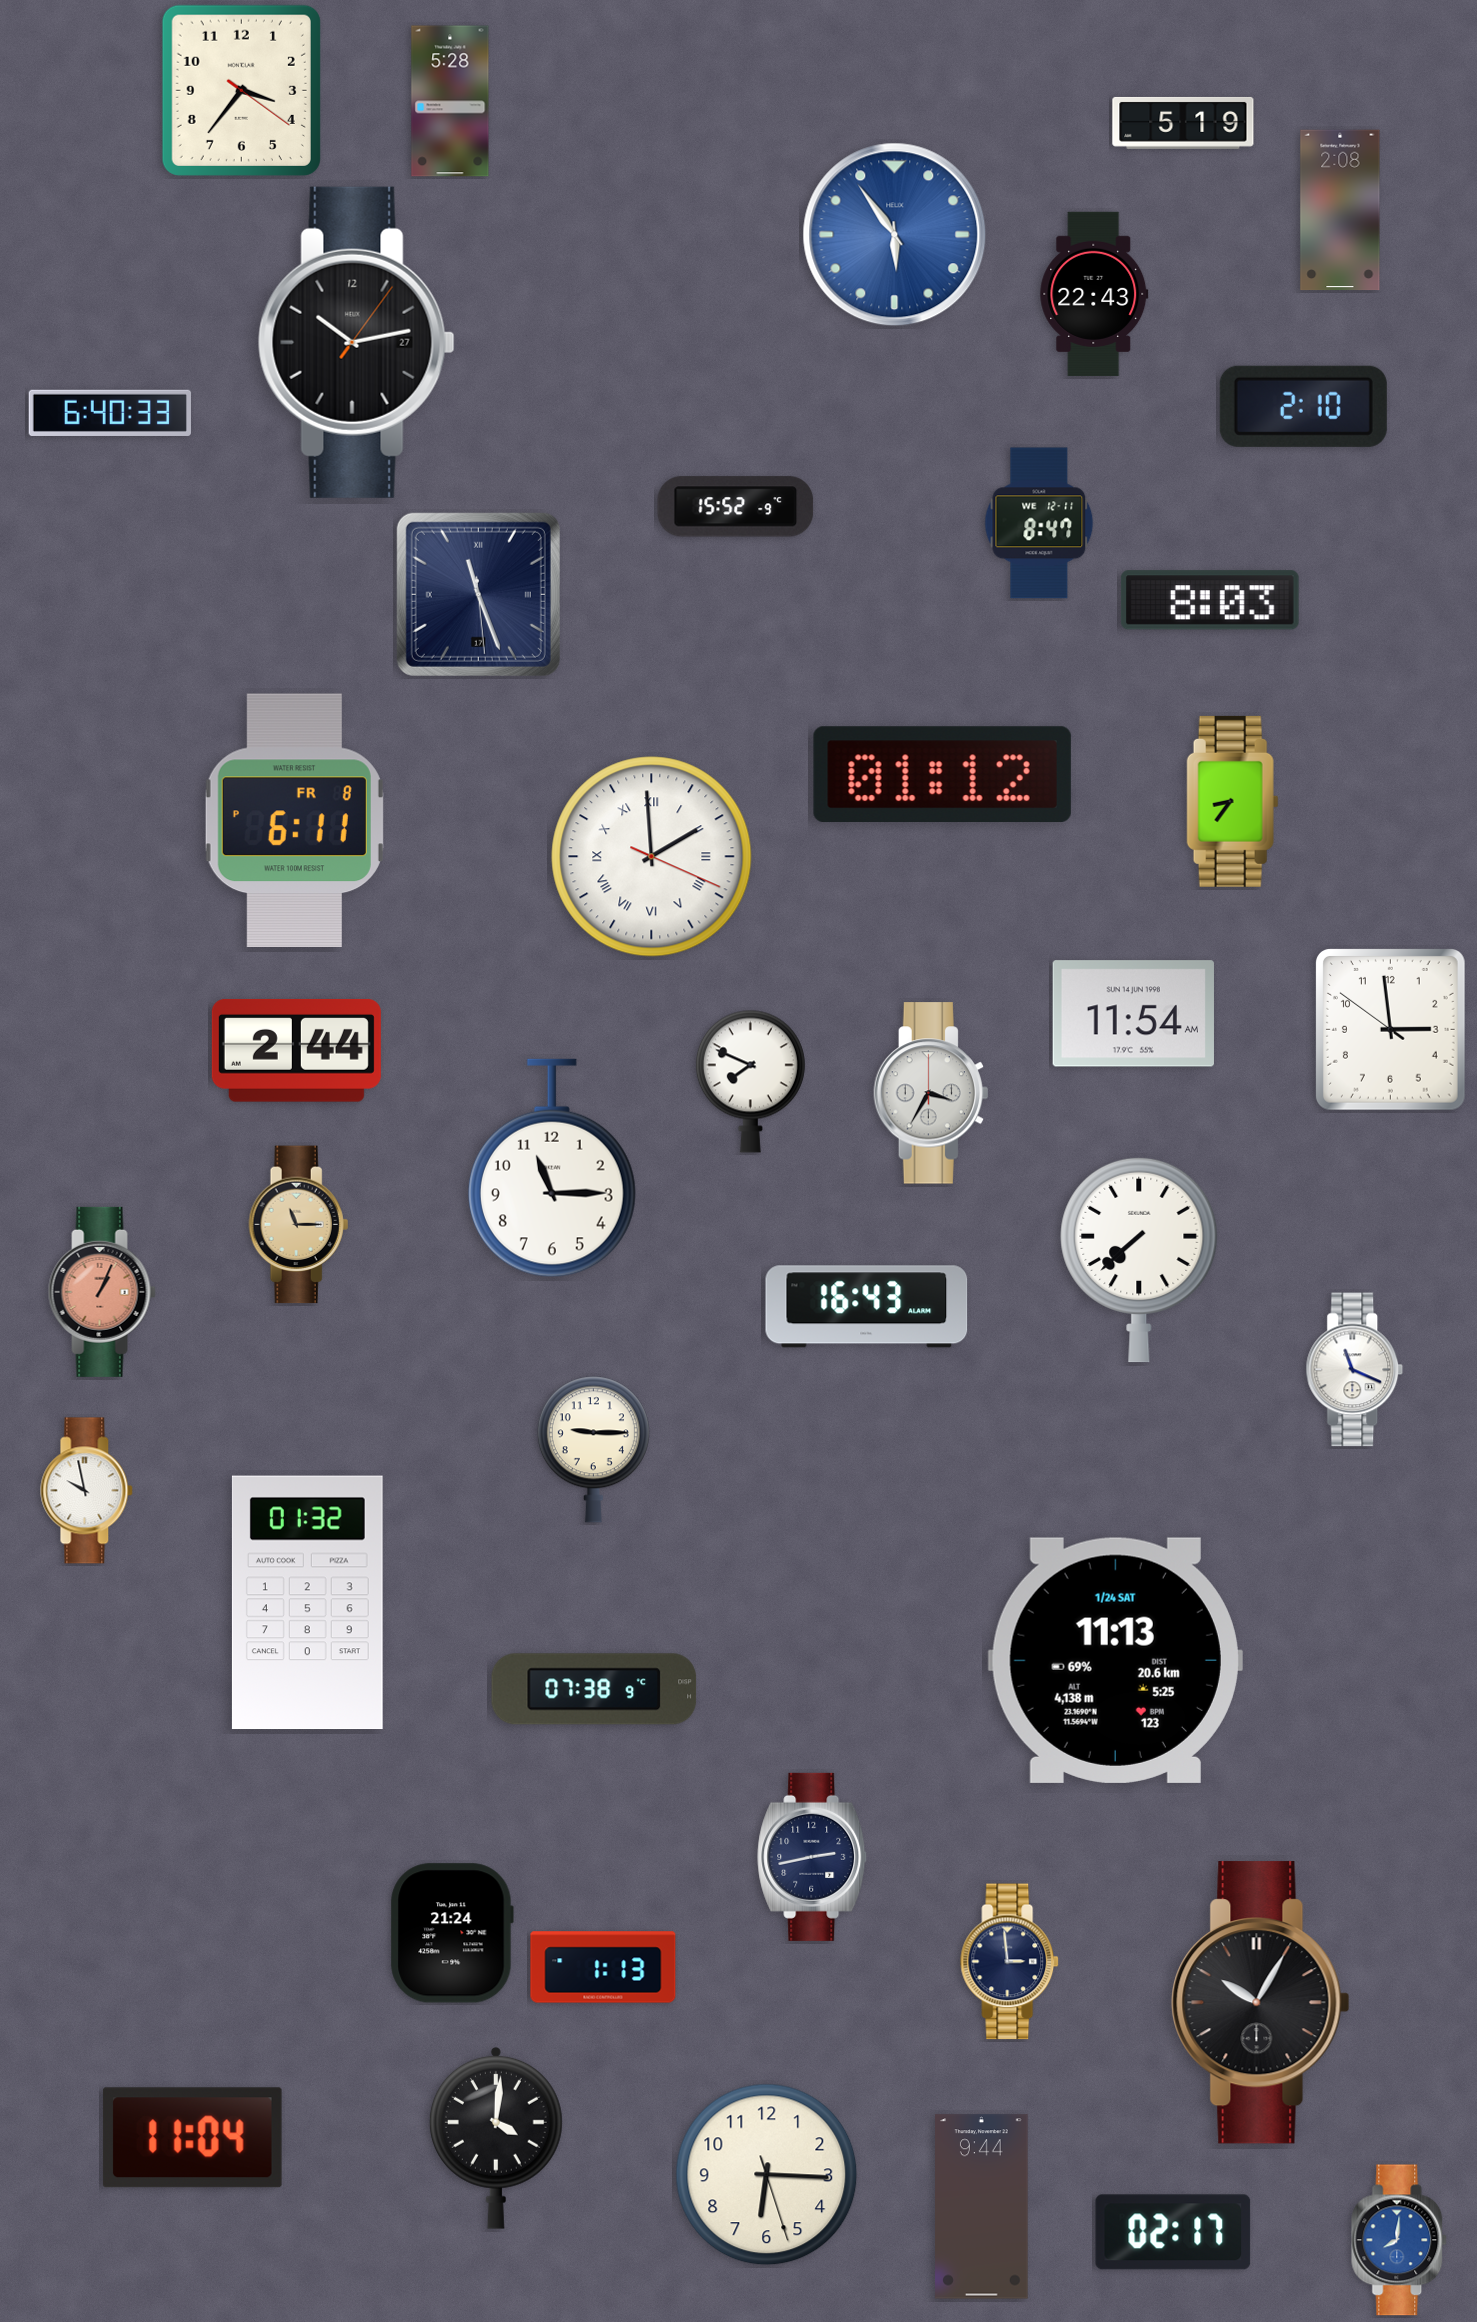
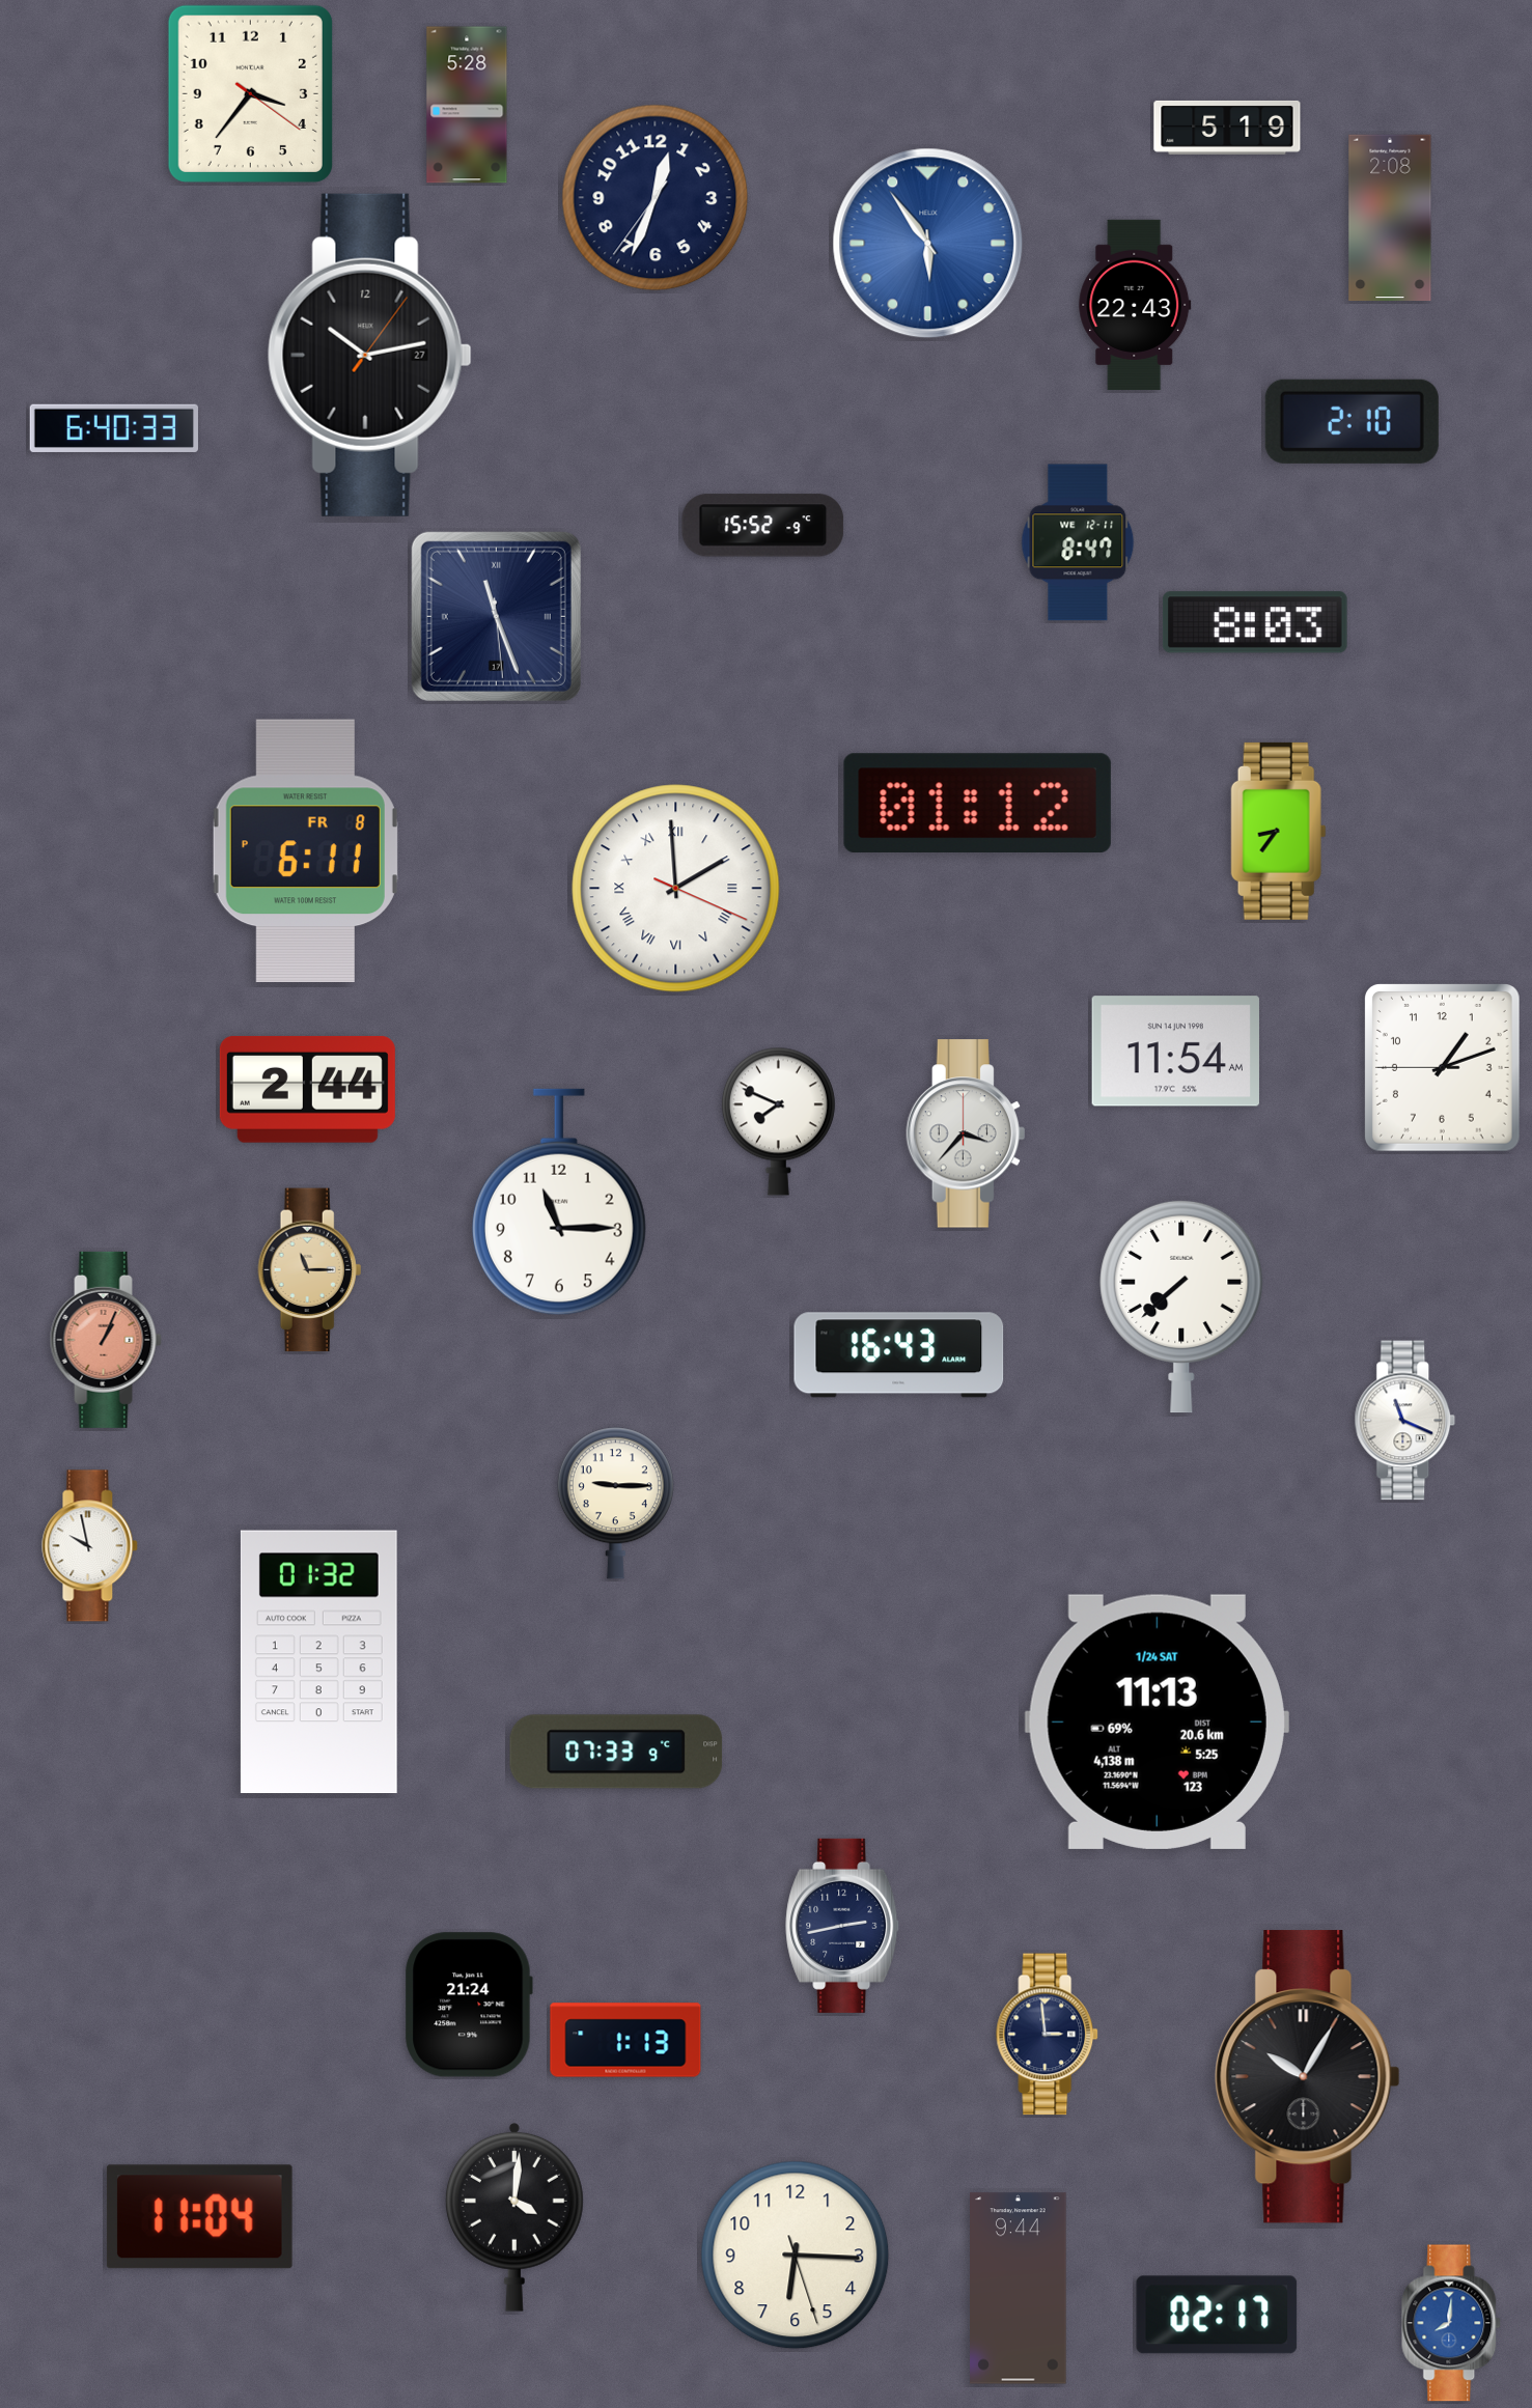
clock at (656, 198): none -> 12:33
clock at (1390, 1030): 2:58 -> 1:11
clock at (930, 1093): 3:35 -> 3:37
clock at (552, 1168) position: (552, 1168) -> (559, 1202)
clock at (594, 1689): 07:38 -> 07:33
